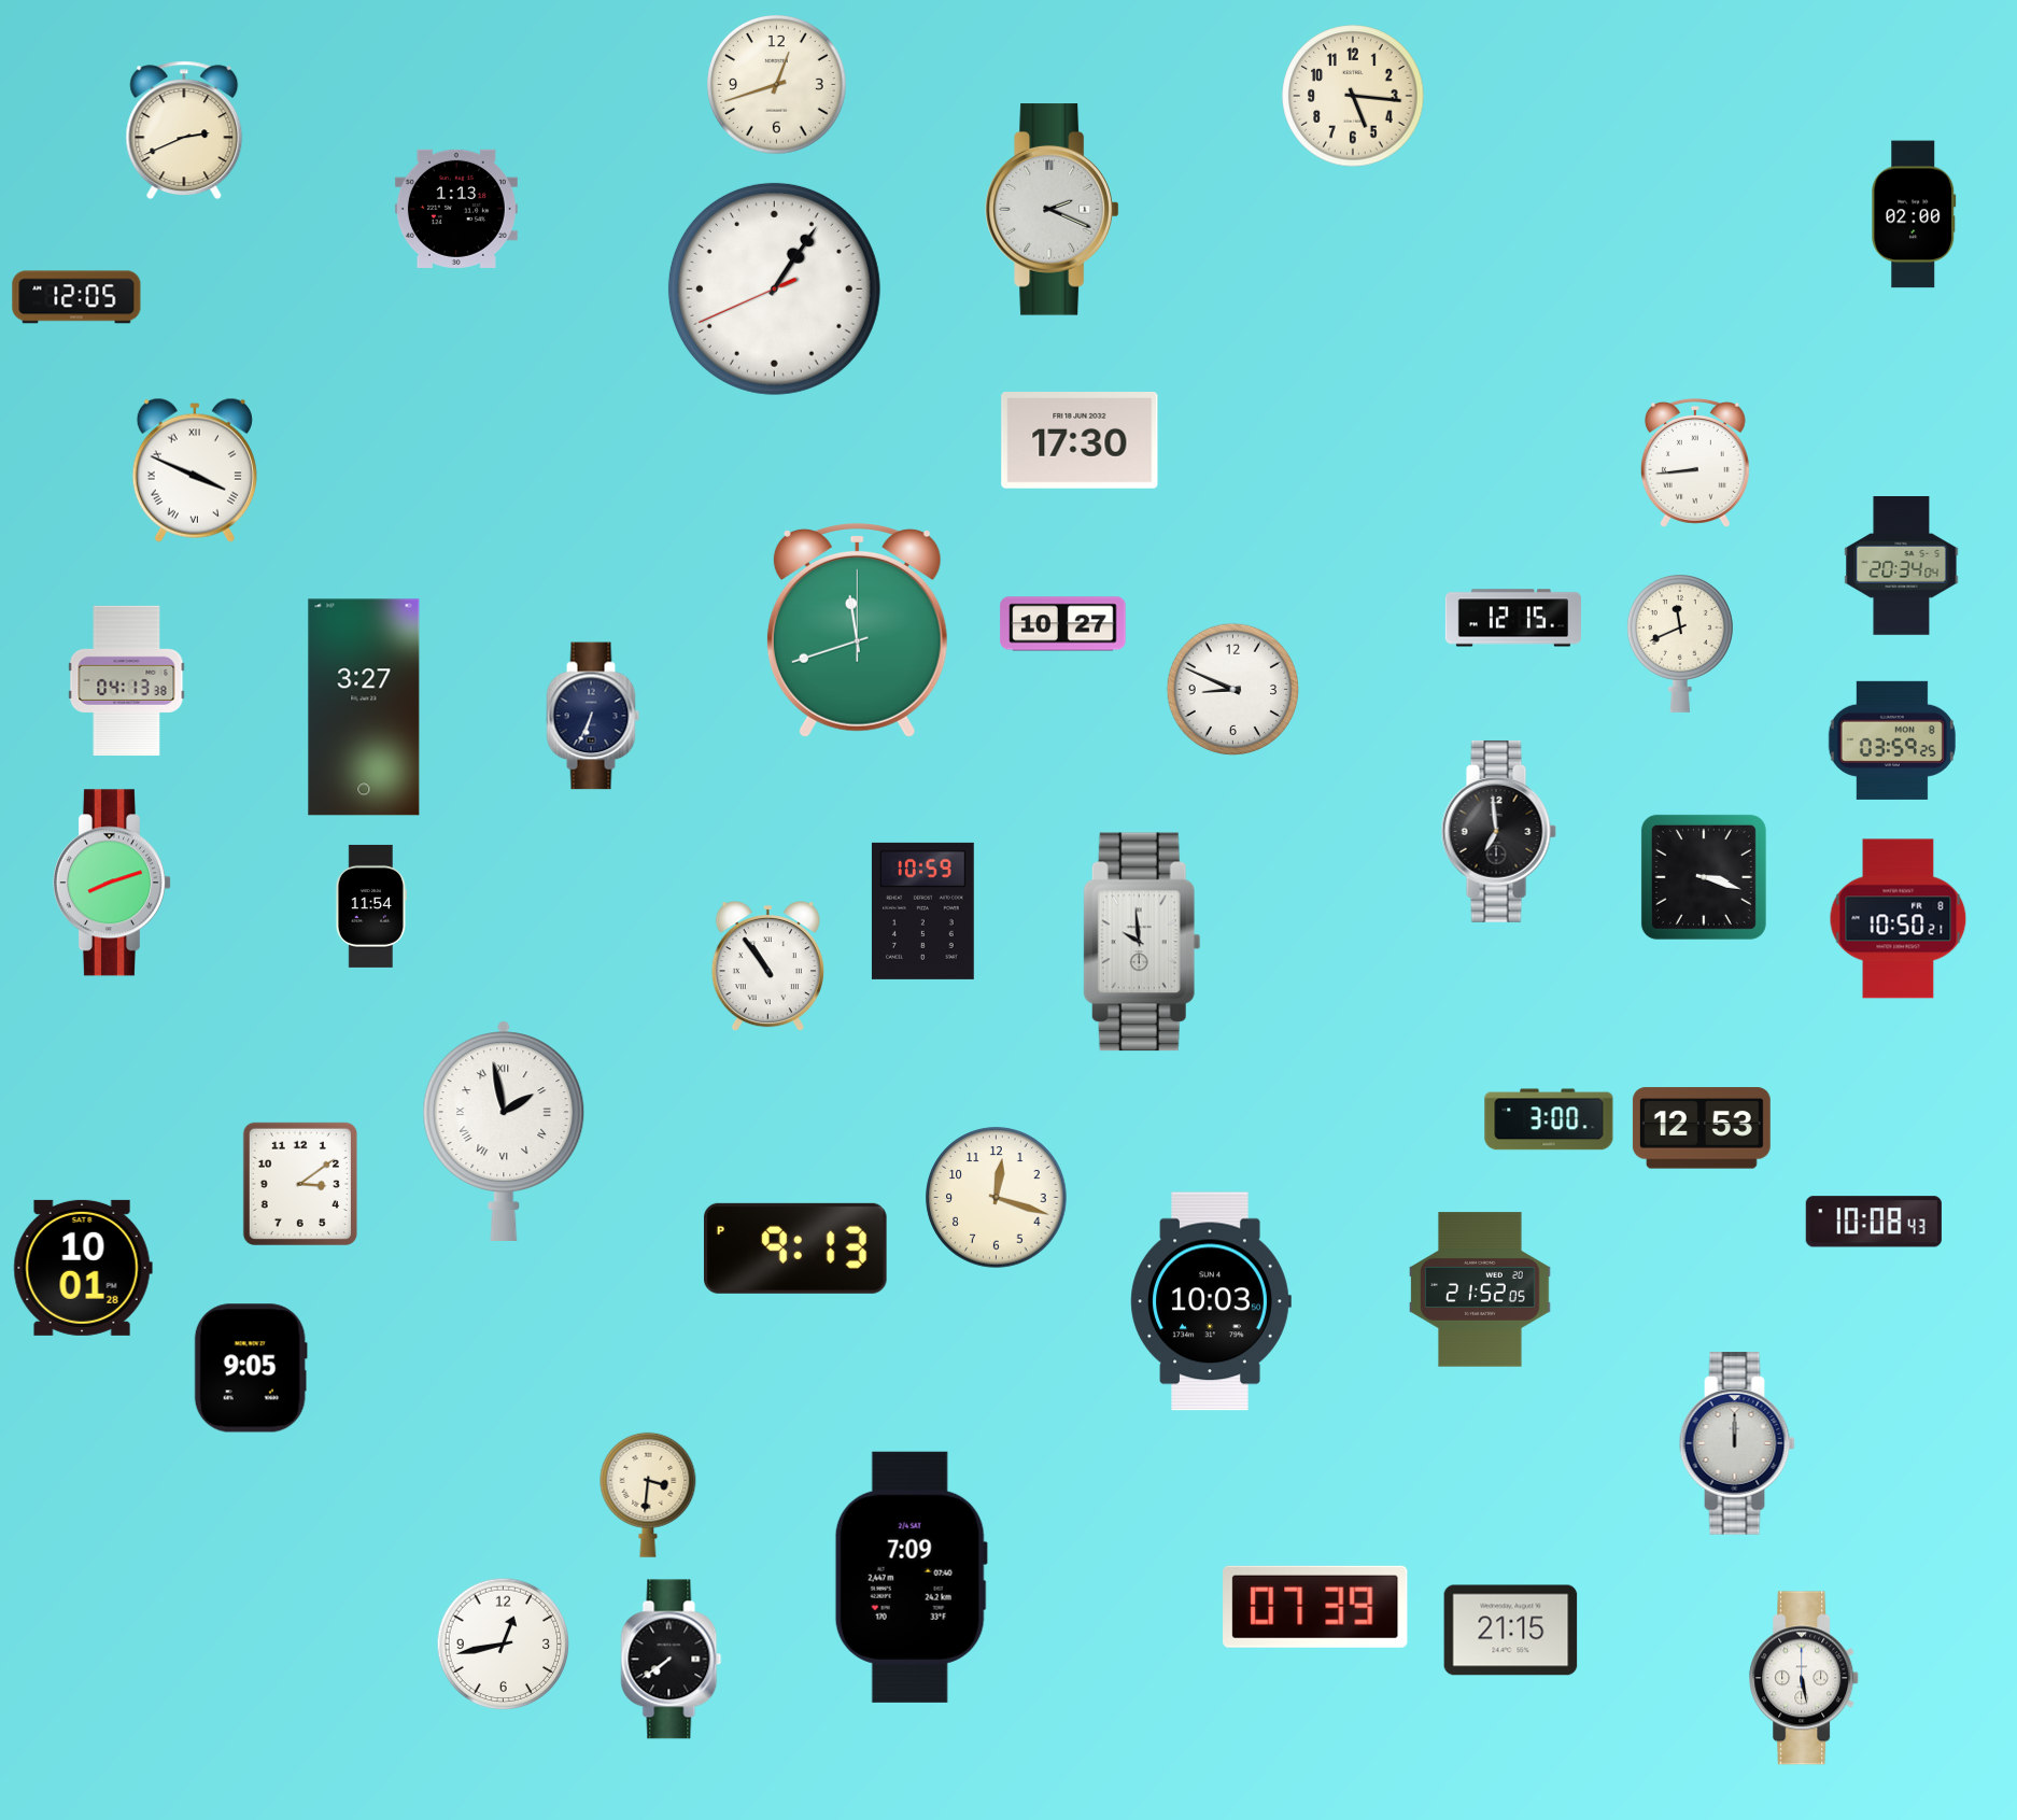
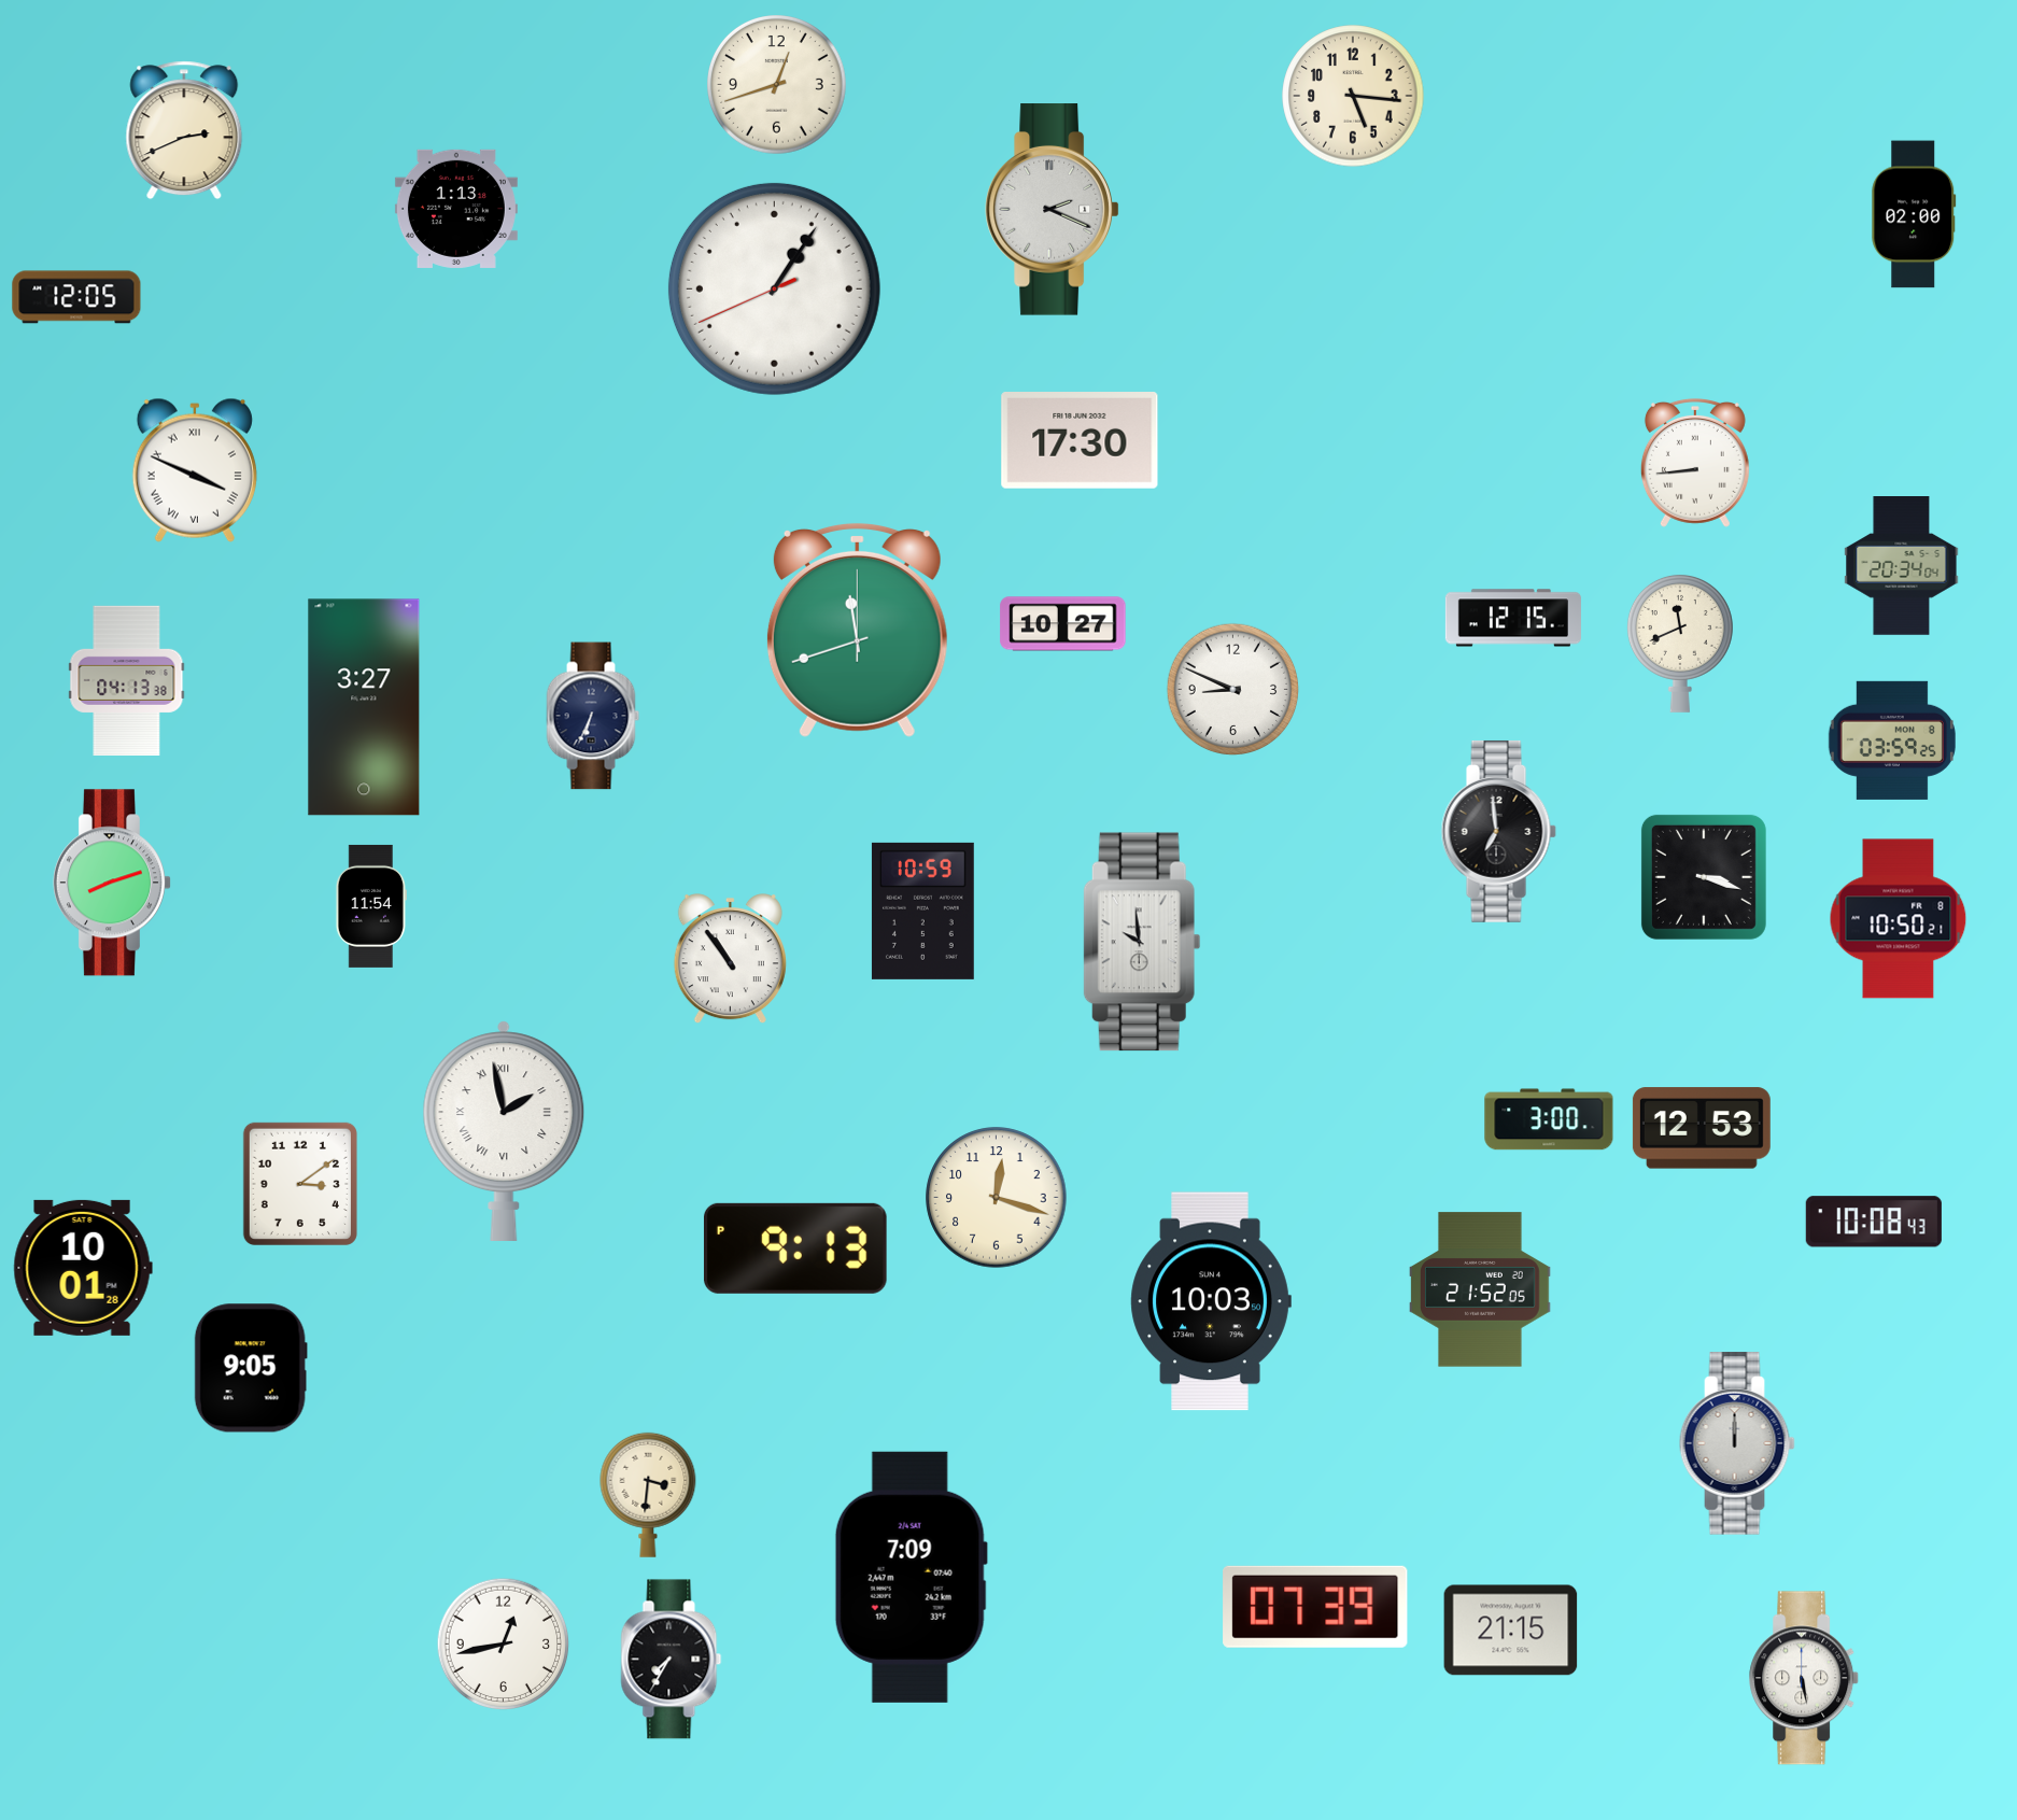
clock at (767, 967) position: (767, 967) -> (730, 959)
clock at (672, 1660): 7:39 -> 7:35
